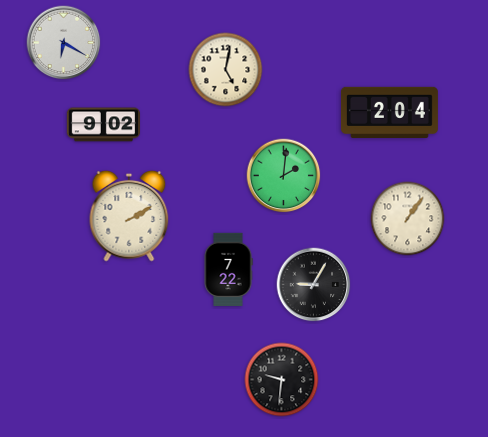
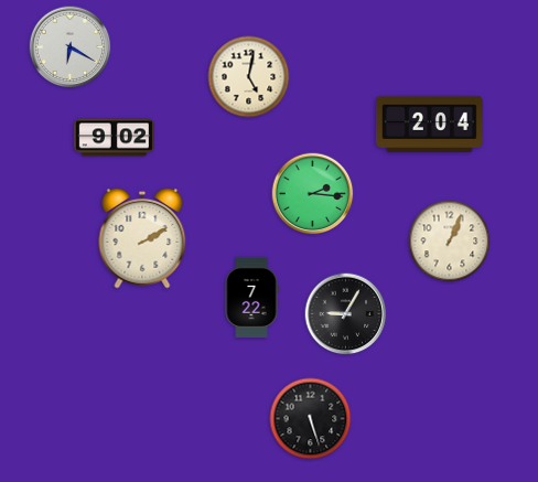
clock at (284, 176): 2:01 -> 2:16
clock at (408, 219): 1:06 -> 1:04
clock at (282, 380): 9:31 -> 5:27
